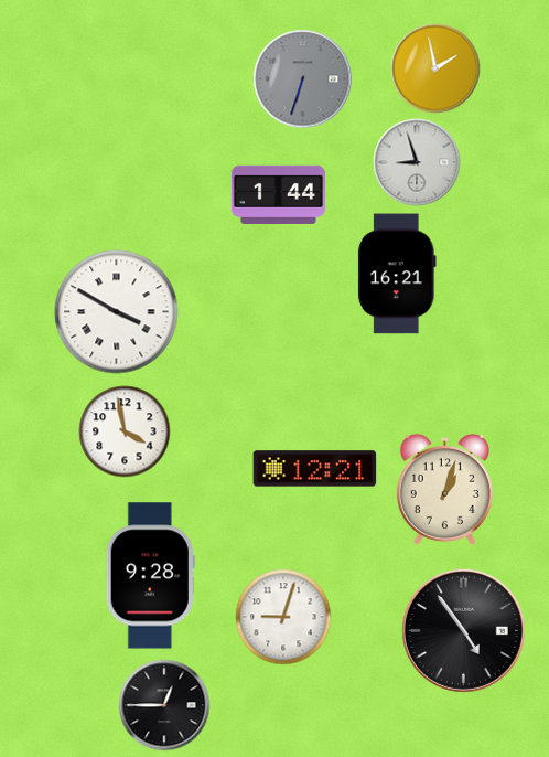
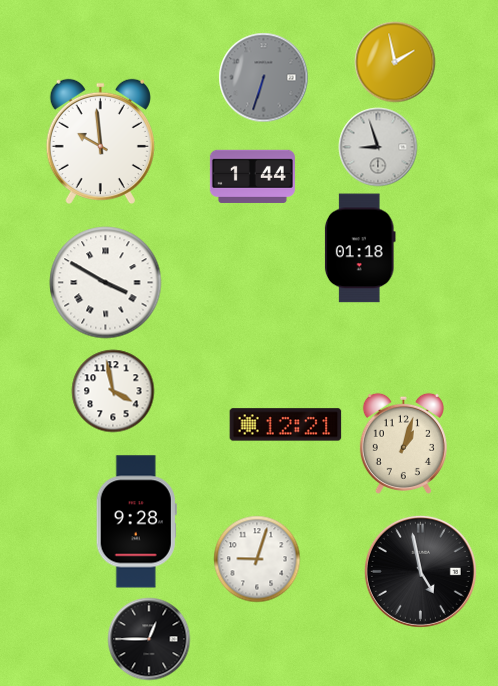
clock at (303, 79) position: (303, 79) -> (264, 78)
clock at (100, 141): none -> 9:59
clock at (397, 274): 16:21 -> 01:18
clock at (463, 630): 4:54 -> 4:58
